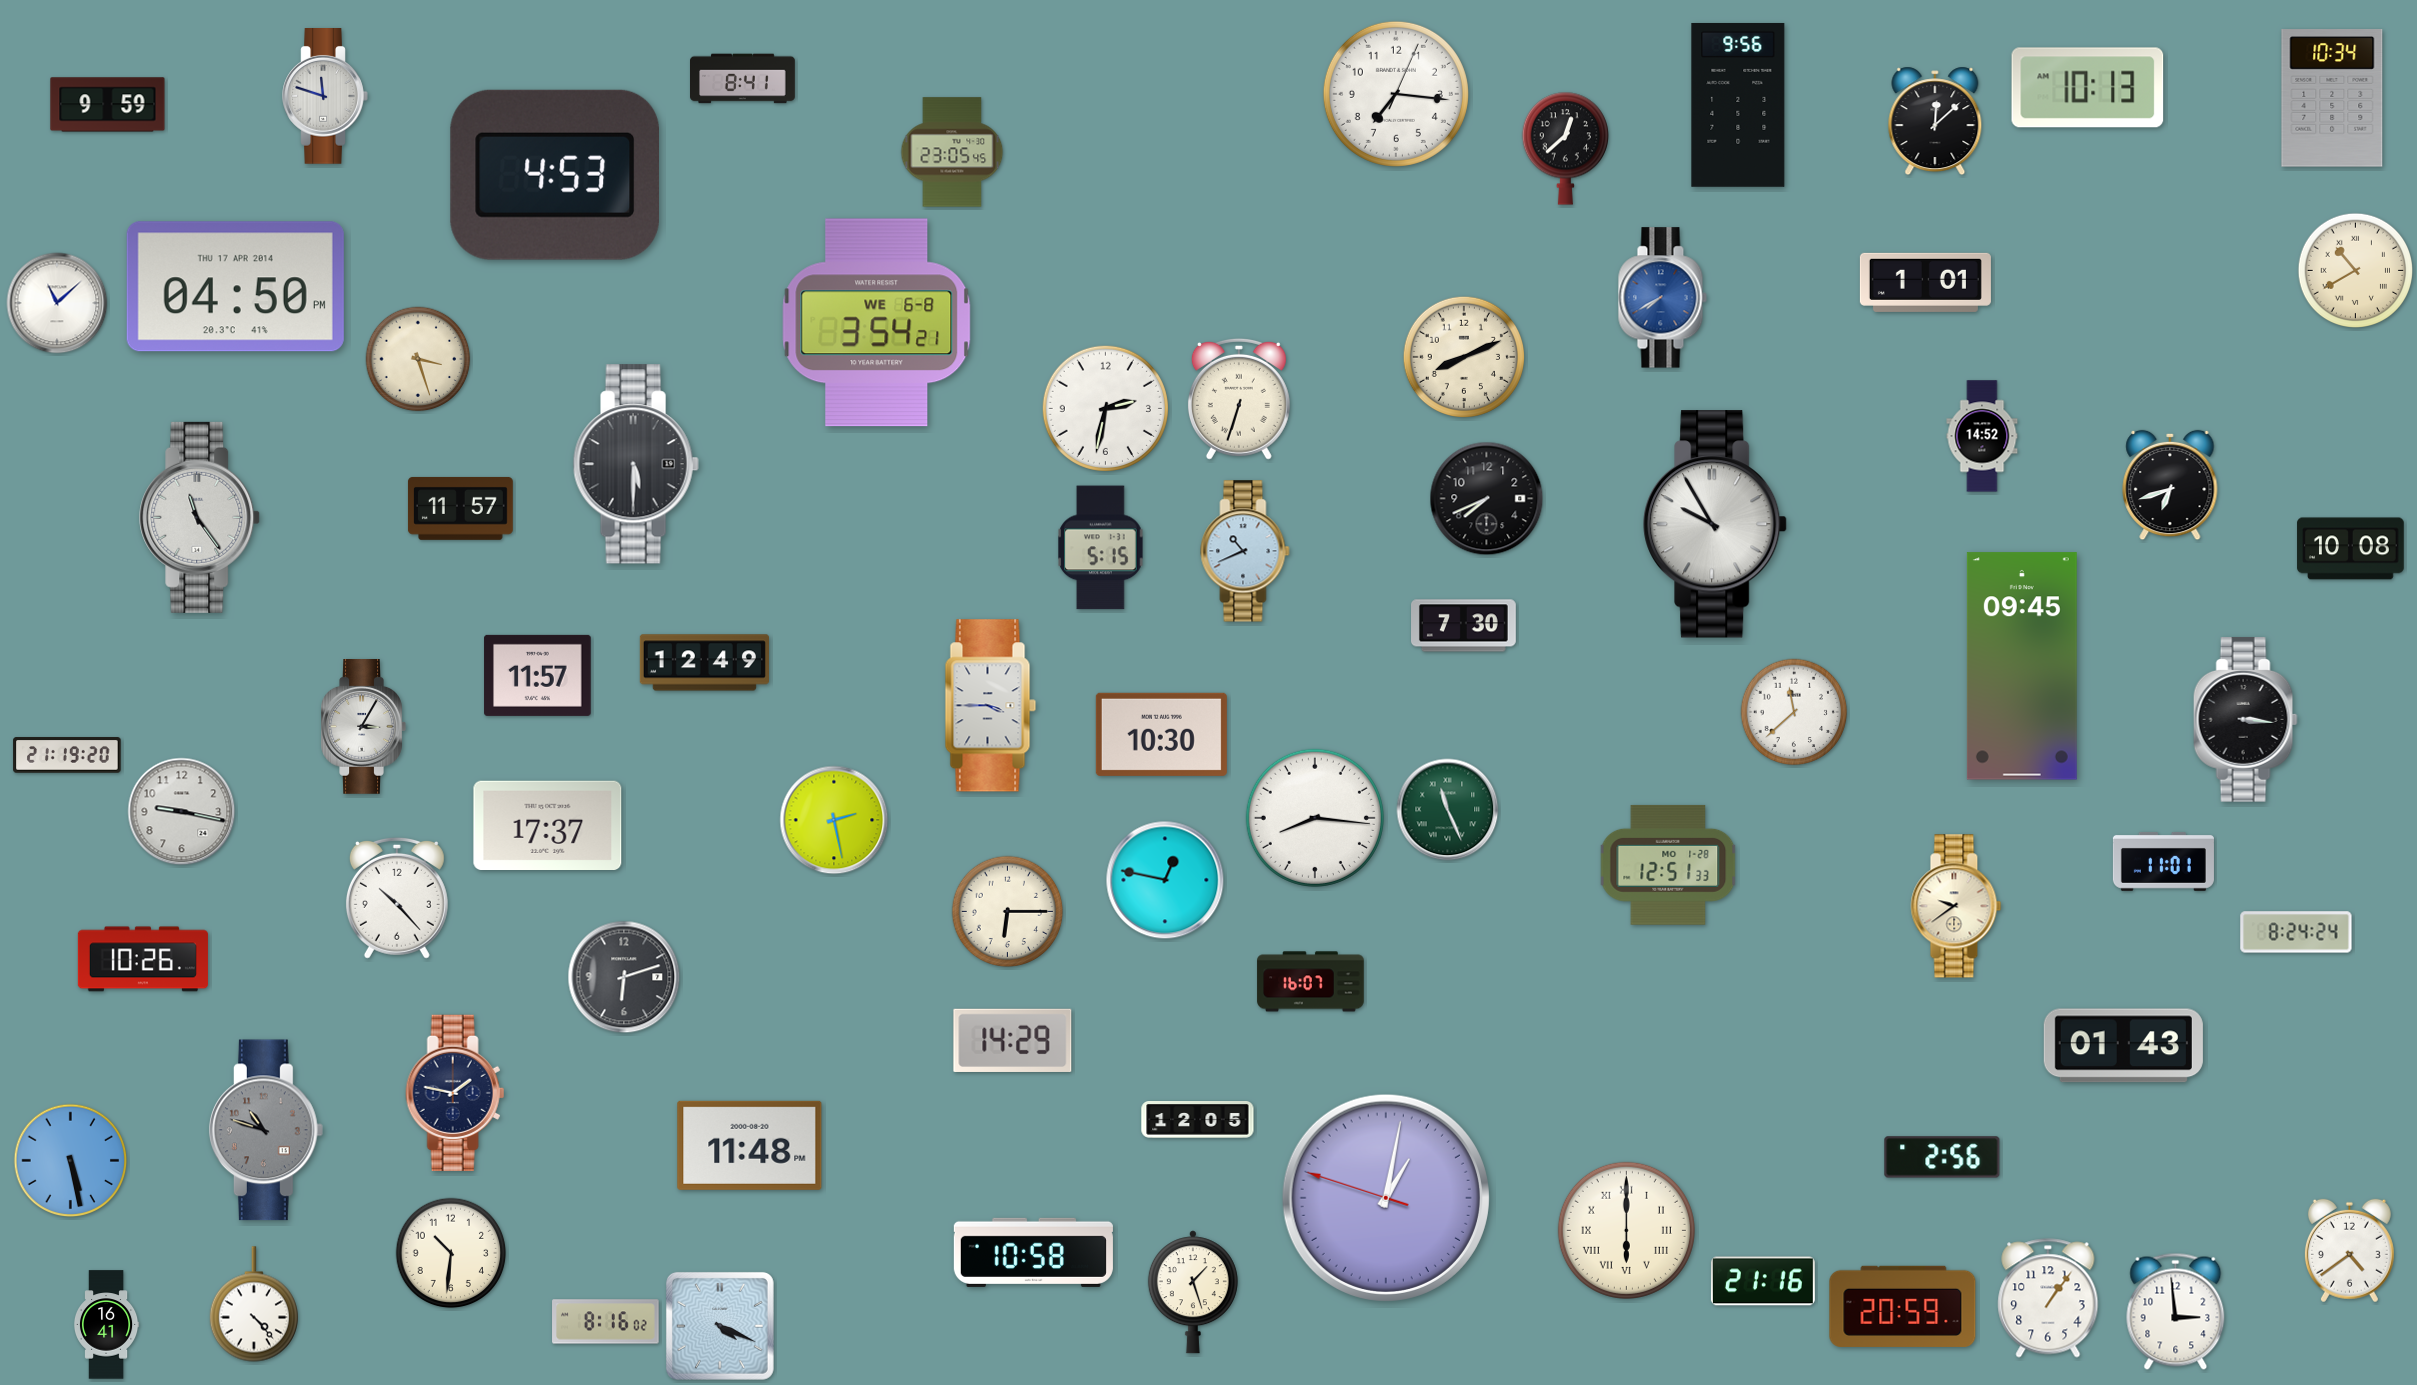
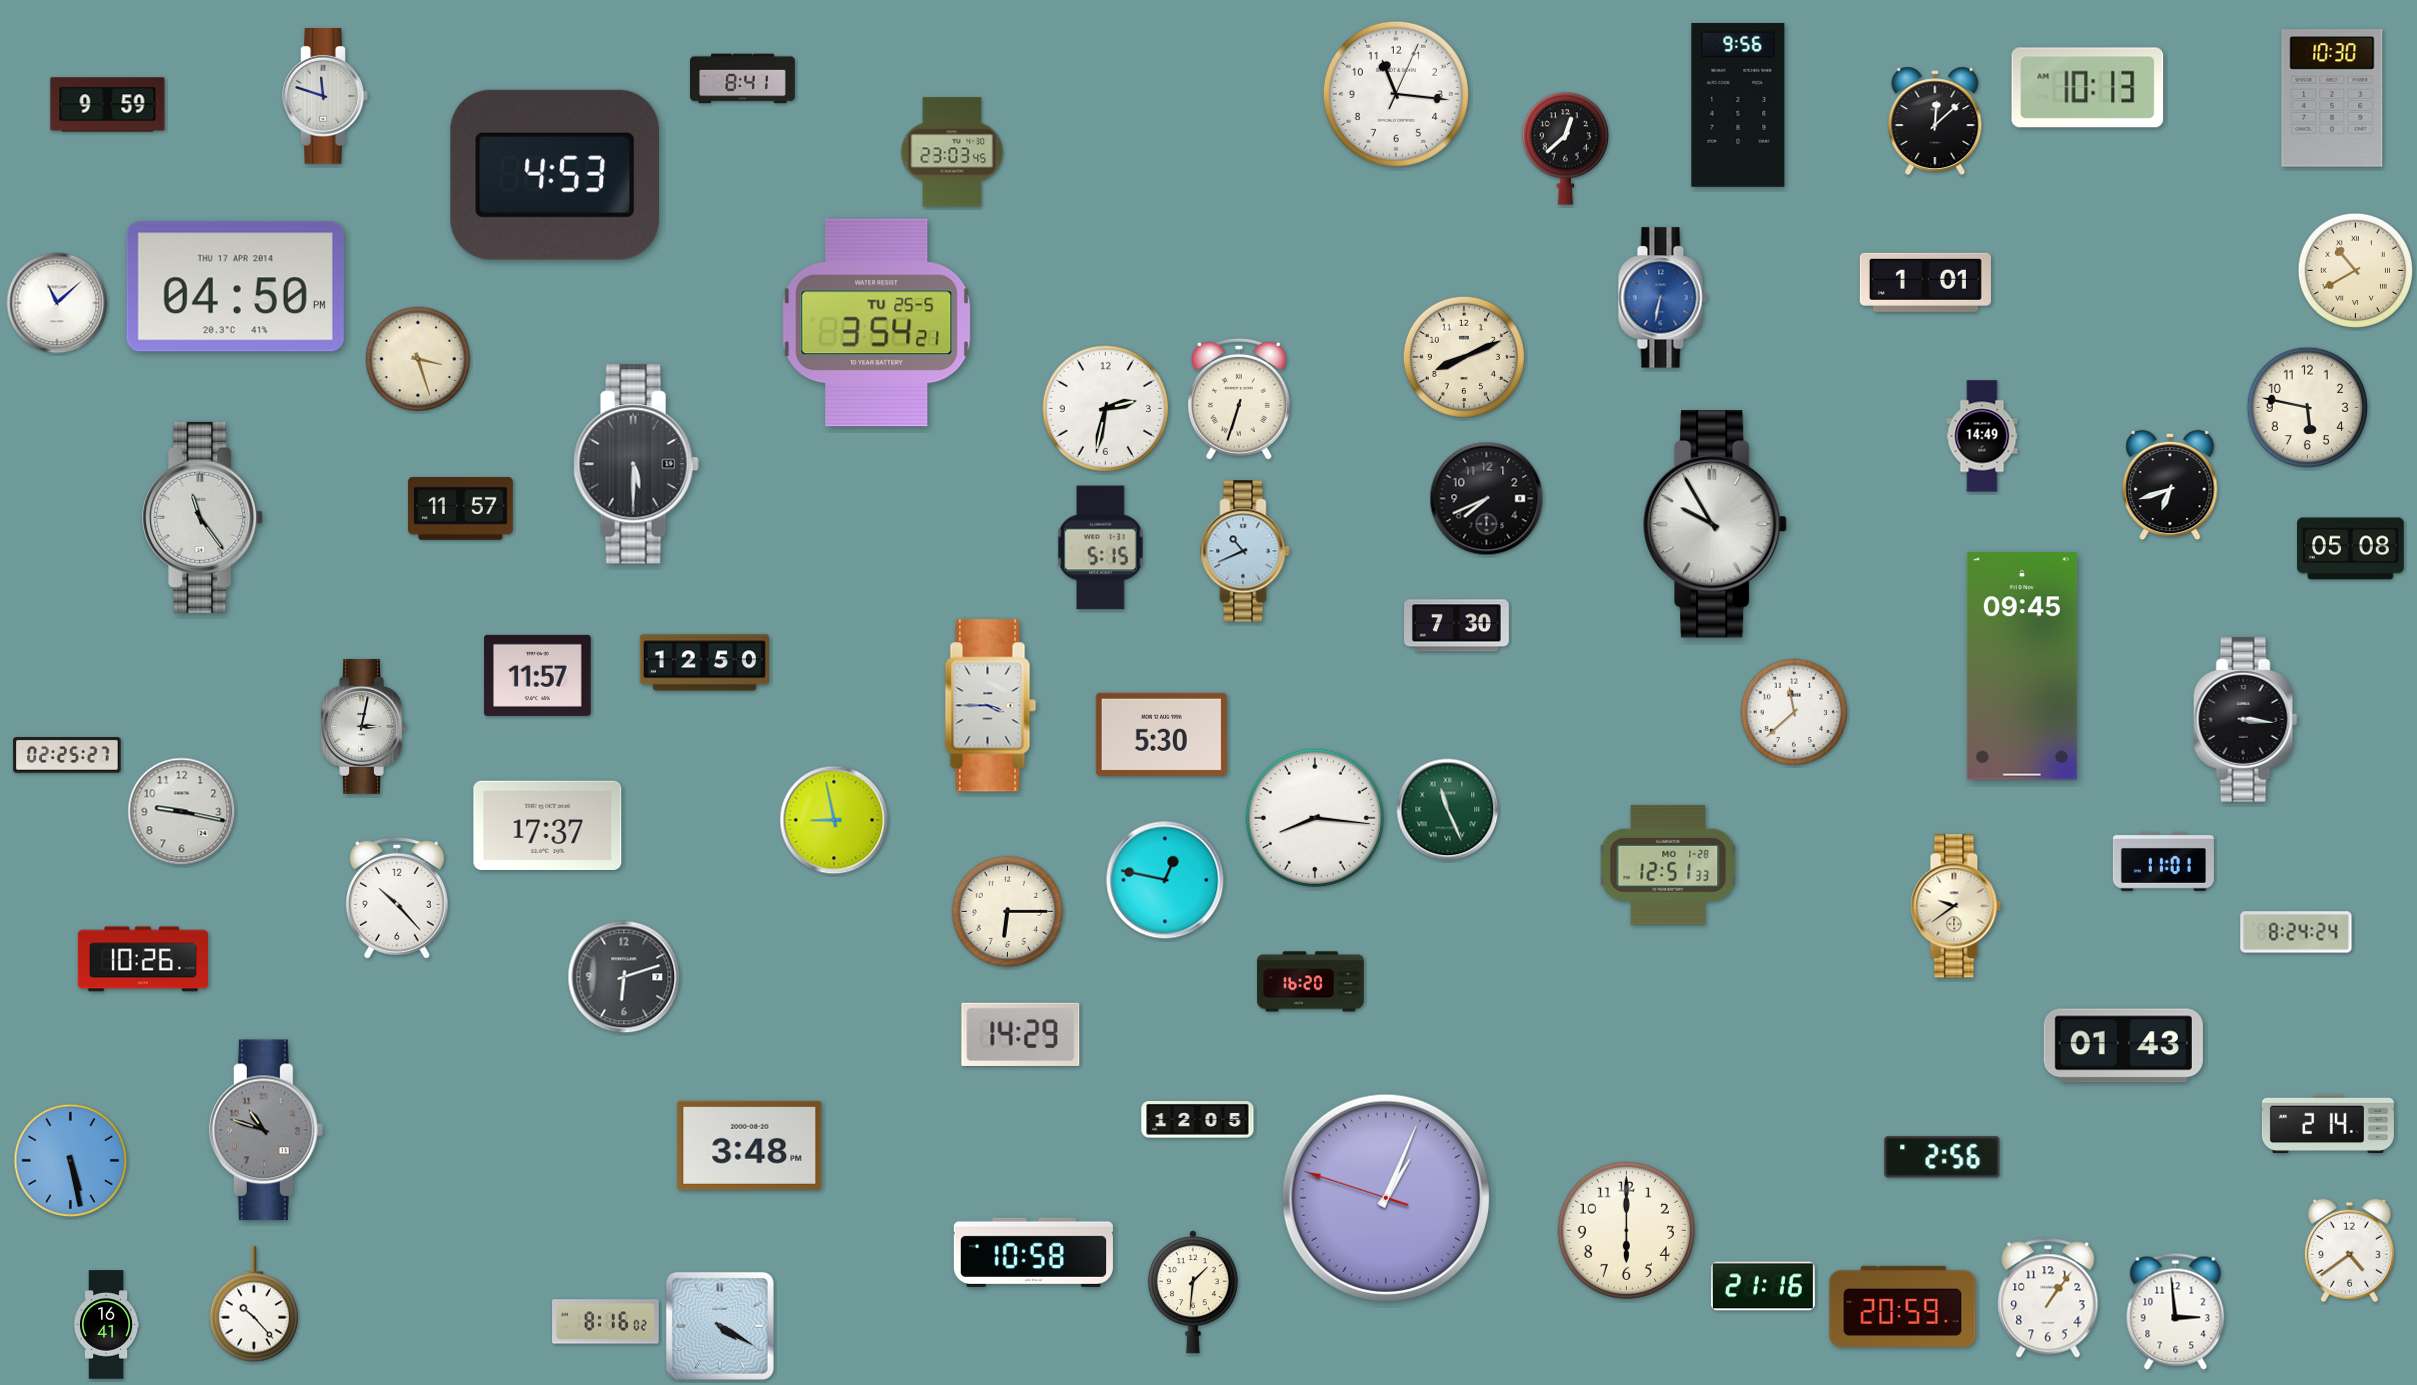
clock at (1396, 94): 7:16 -> 11:16
clock at (2332, 98): 10:34 -> 10:30
clock at (952, 152): 23:05 -> 23:03
clock at (1662, 298): 7:40 -> 6:32
clock at (877, 323) date: WE 6-8 -> TU 25-5
clock at (2307, 407): none -> 5:47
clock at (1982, 436): 14:52 -> 14:49
clock at (200, 517) position: (200, 517) -> (203, 517)
clock at (2351, 549): 10:08 -> 05:08
clock at (1464, 626) position: (1464, 626) -> (1457, 626)
clock at (704, 663): 12:49 -> 12:50
clock at (363, 727): 3:05 -> 3:02
clock at (1161, 734): 10:30 -> 5:30
clock at (67, 755): 21:19 -> 02:25
clock at (834, 820): 2:28 -> 8:58
clock at (1311, 982): 16:07 -> 16:20
clock at (1013, 1040) position: (1013, 1040) -> (1021, 1034)
clock at (455, 1092): 1:47 -> none
clock at (2328, 1124): none -> 2:14
clock at (750, 1145): 11:48 -> 3:48
clock at (1386, 1198): 1:01 -> 1:03
clock at (1626, 1230) numerals: Roman -> Arabic
clock at (451, 1253): 10:31 -> none
clock at (1763, 1281) position: (1763, 1281) -> (1763, 1286)
clock at (1193, 1292): 1:27 -> 1:31
clock at (254, 1304): 4:23 -> 10:23
clock at (720, 1326): 4:19 -> 4:20
